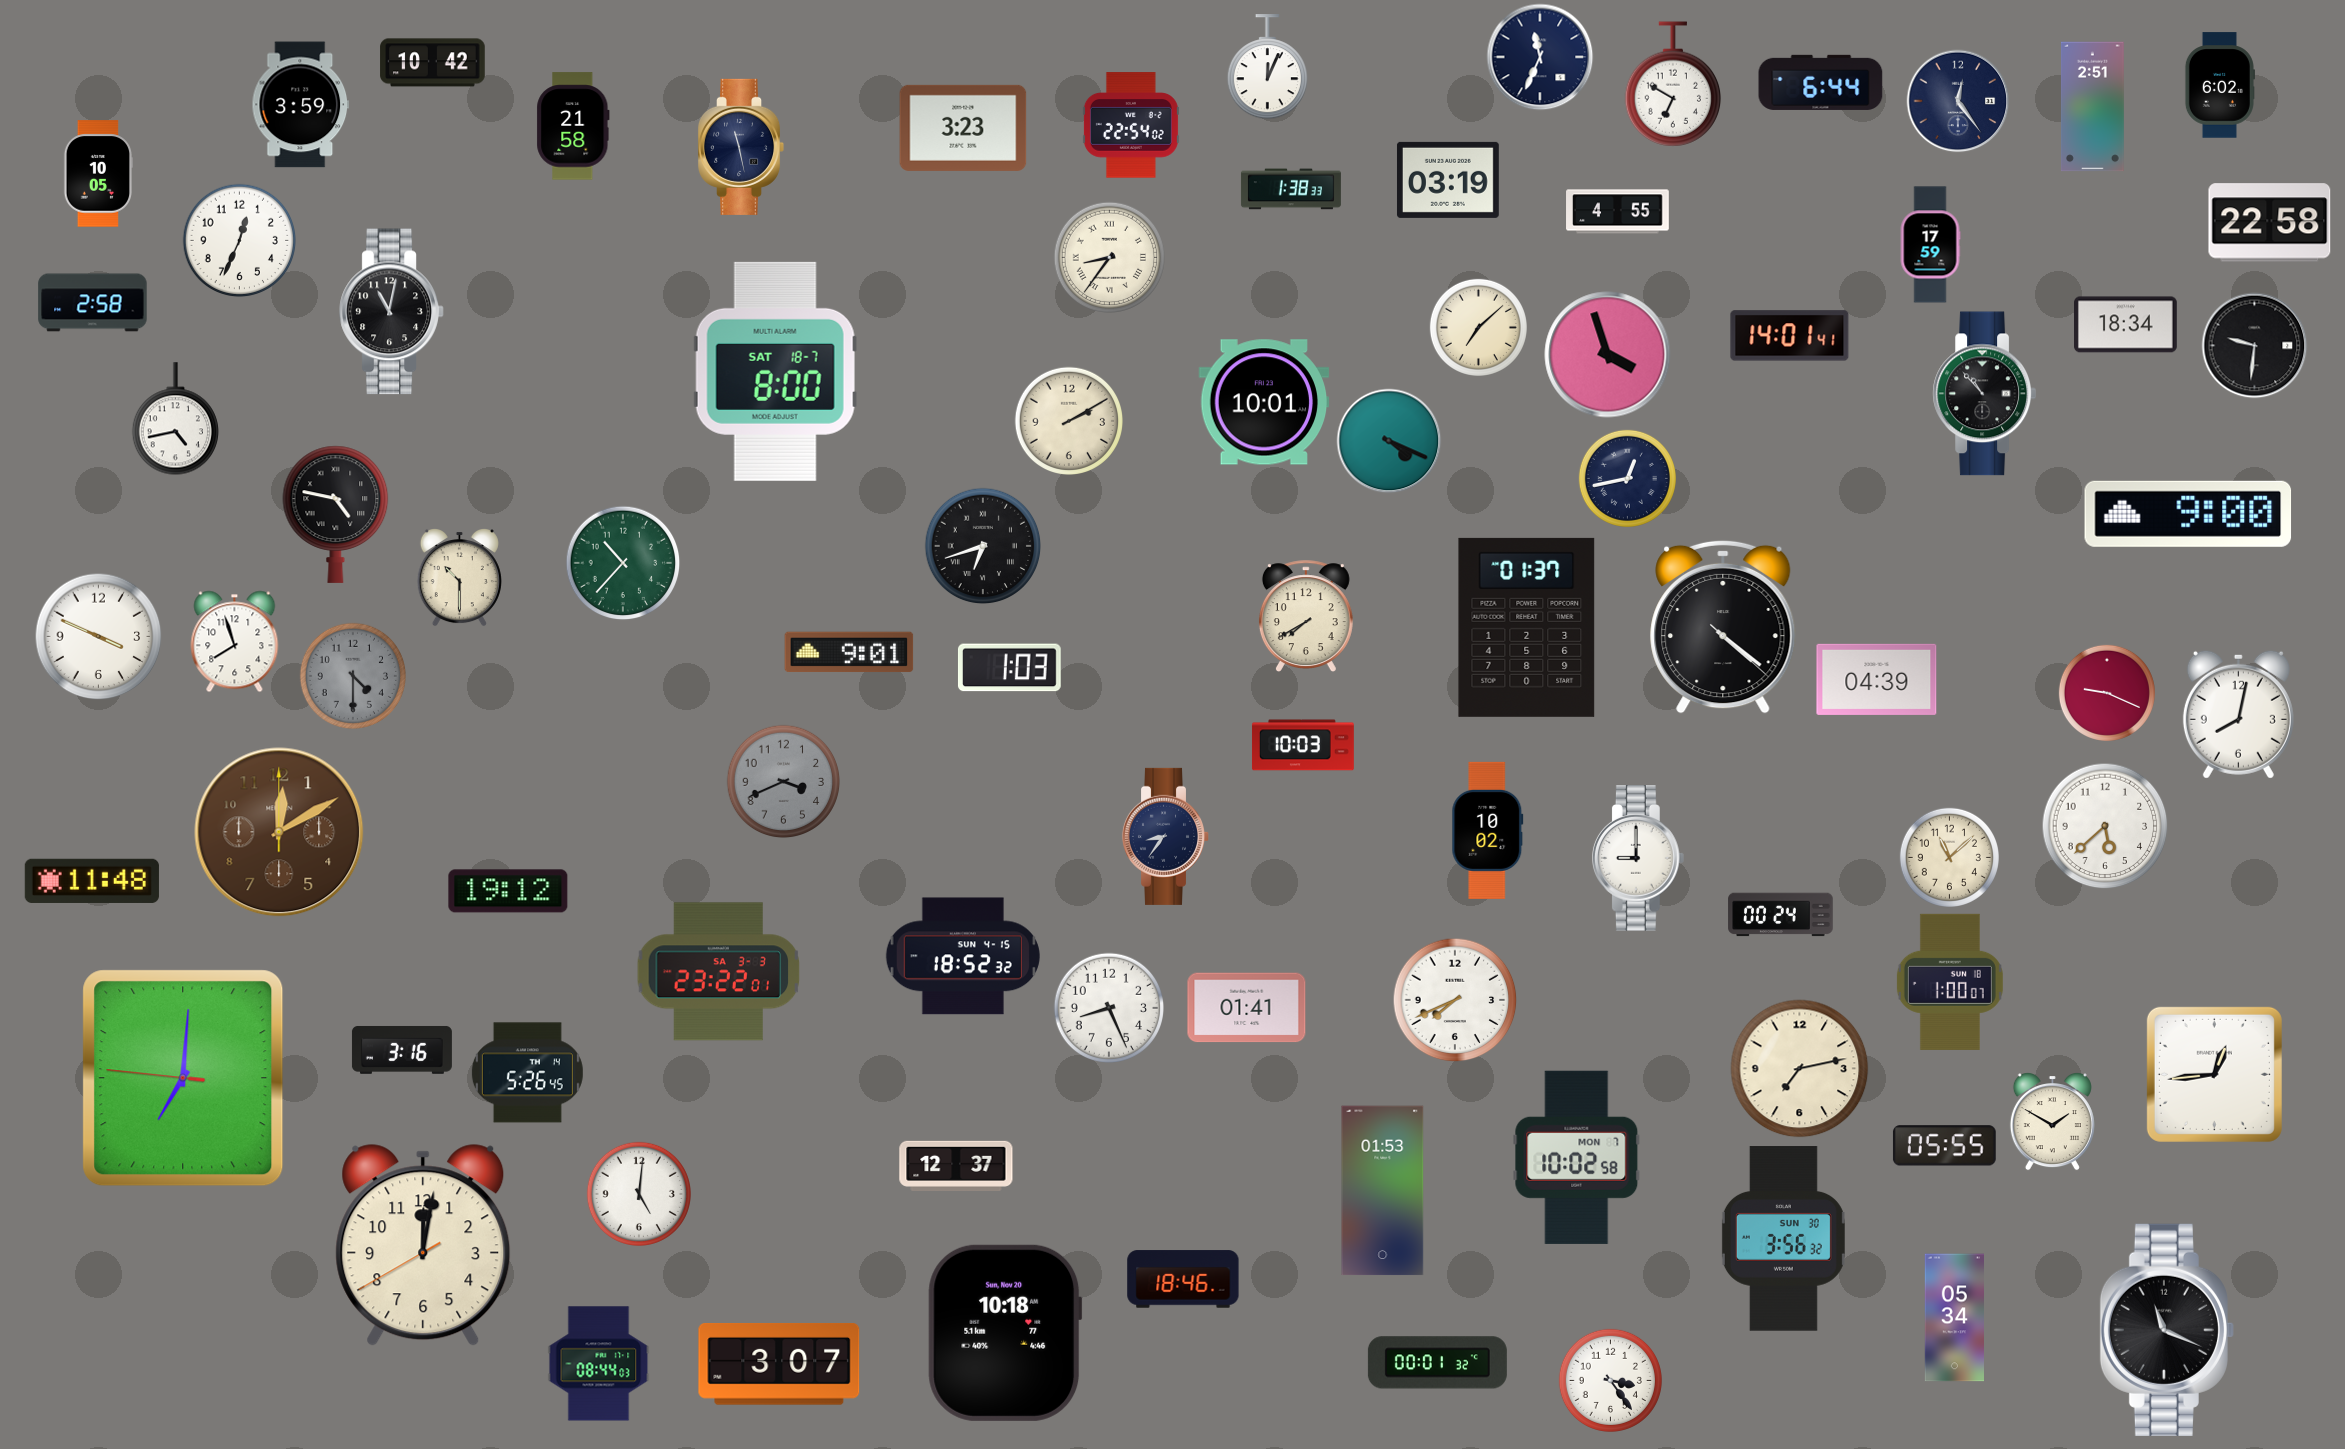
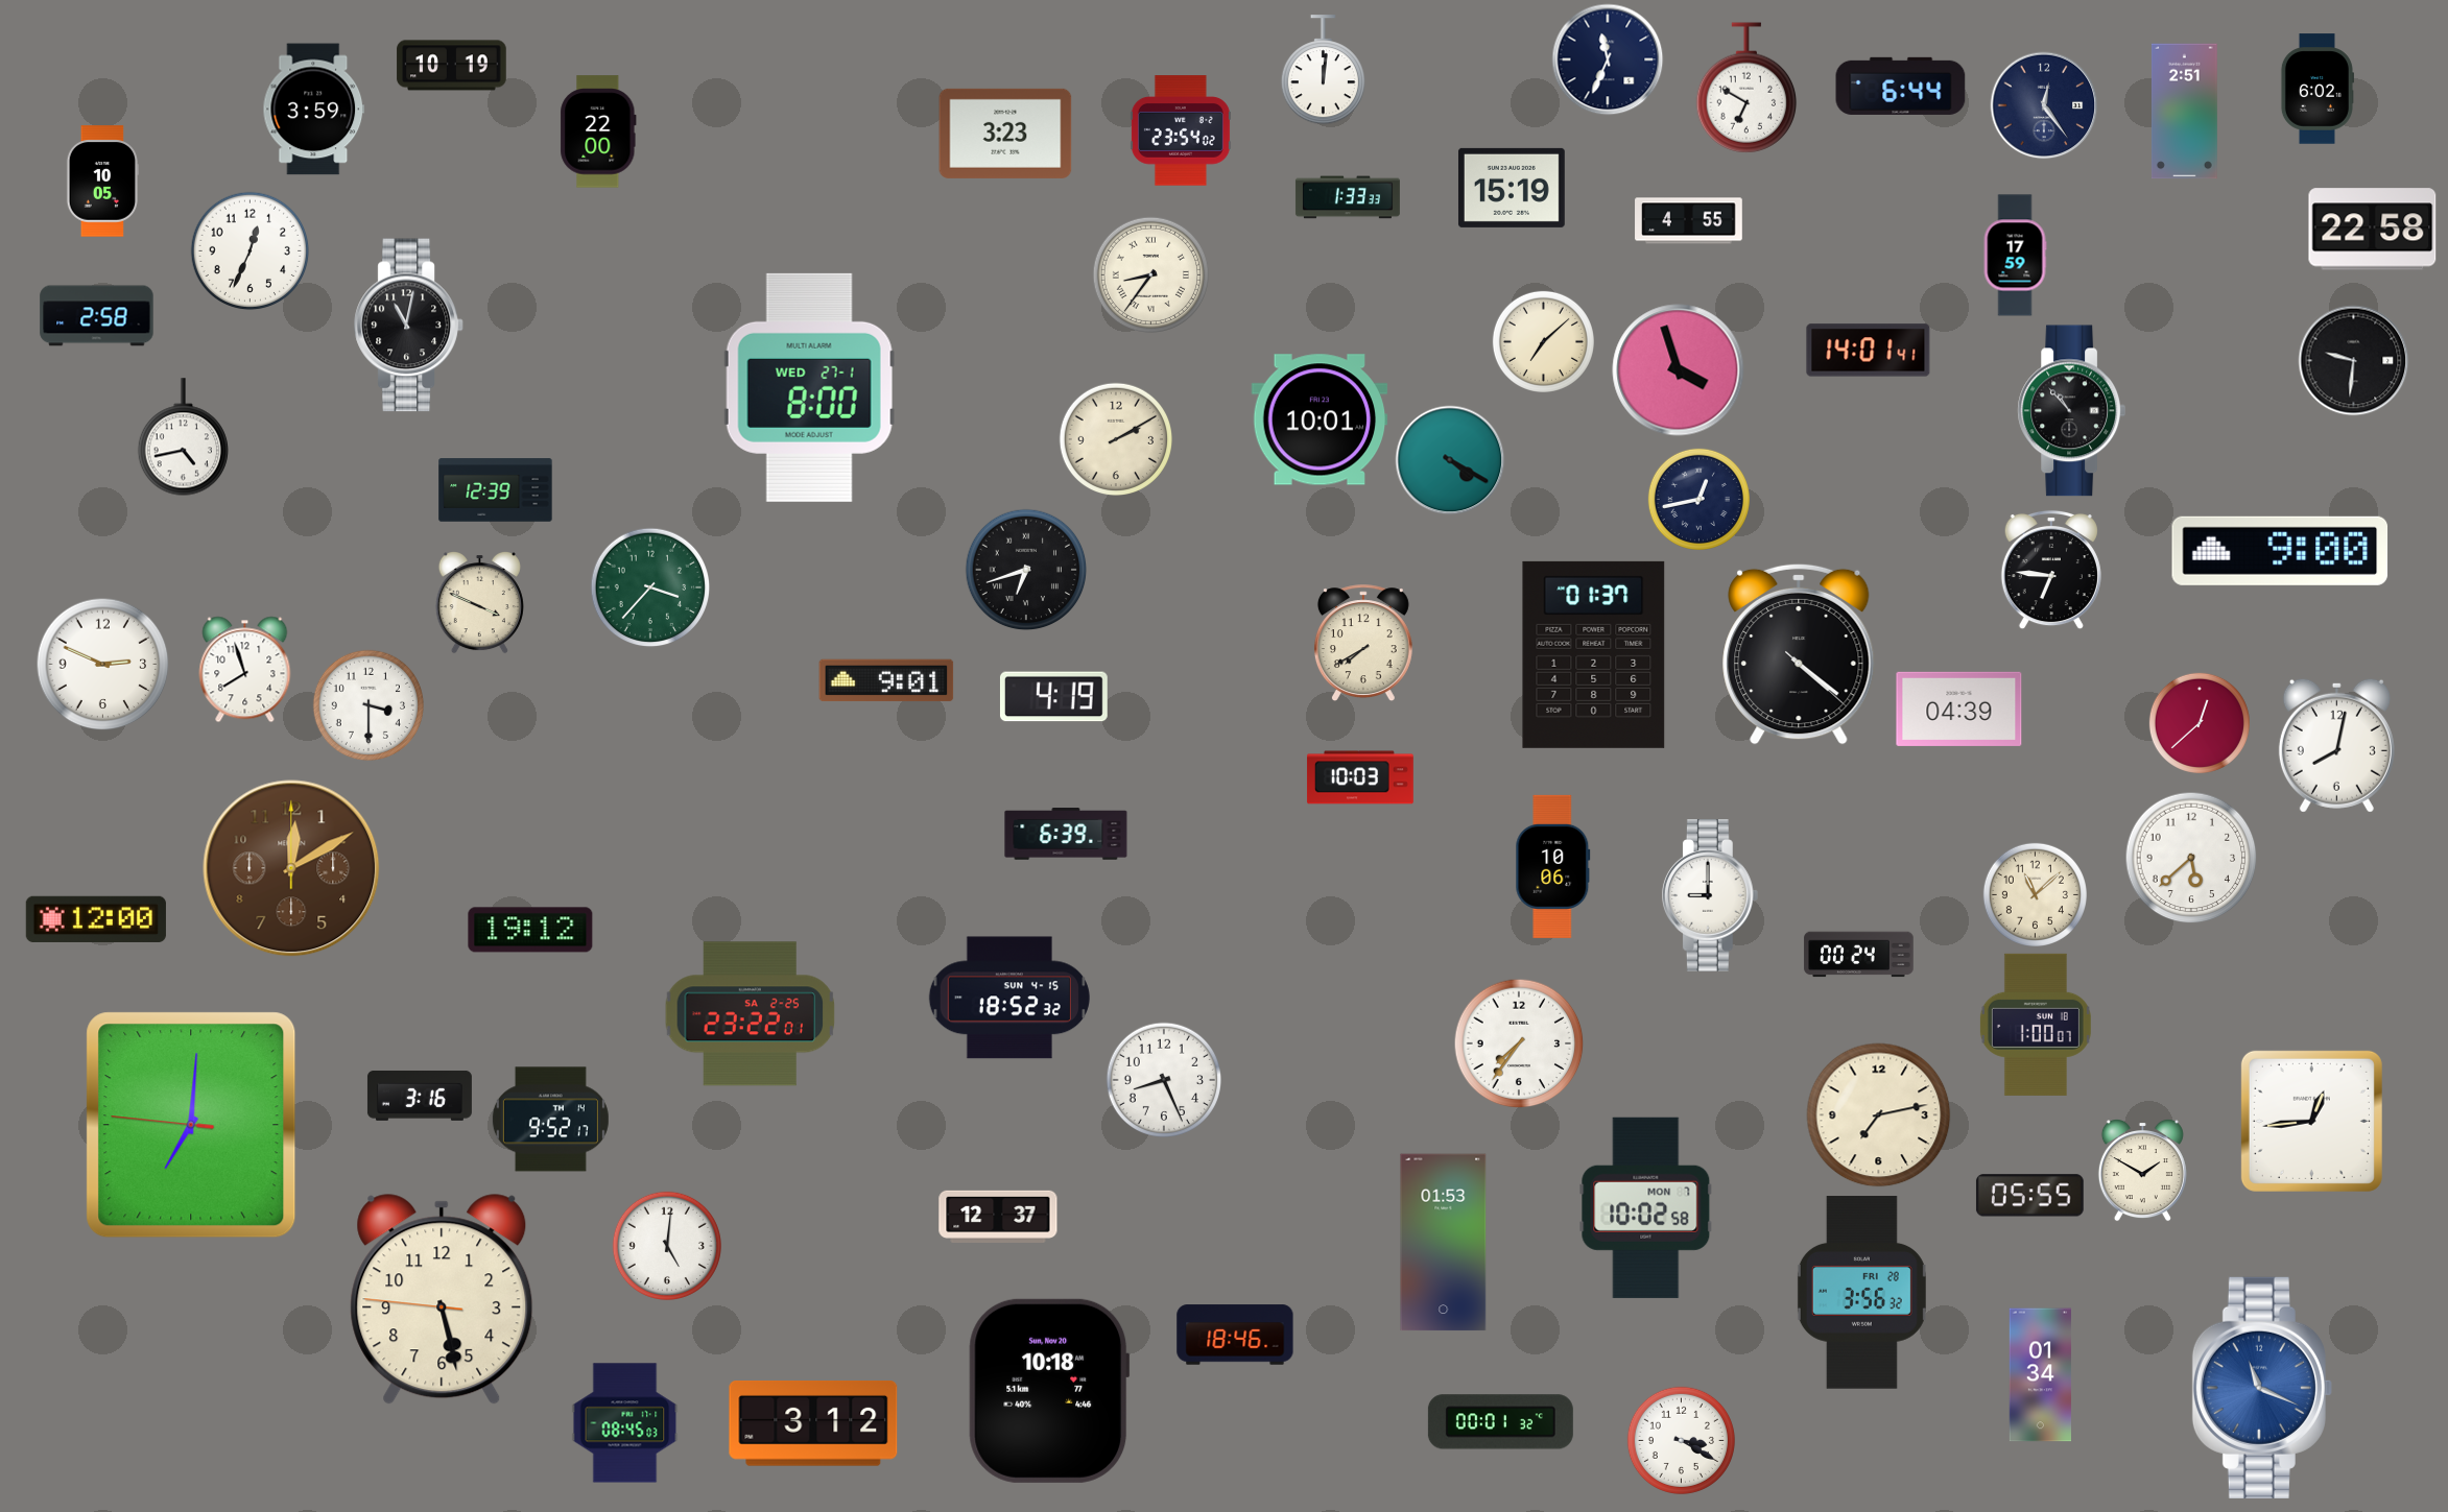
clock at (433, 63): 10:42 -> 10:19
clock at (1267, 67): 12:04 -> 12:01
clock at (1131, 125): 22:54 -> 23:54
clock at (573, 126): 21:58 -> 22:00
clock at (741, 147): 11:28 -> none
clock at (1448, 180): 03:19 -> 15:19
clock at (1291, 189): 1:38 -> 1:33
clock at (2270, 223) position: (2270, 223) -> (2373, 230)
clock at (1109, 257) position: (1109, 257) -> (1150, 274)
clock at (2126, 325): 18:34 -> none
clock at (775, 371) date: SAT 18-7 -> WED 27-1
clock at (1389, 441): 4:19 -> 4:20
clock at (496, 490): none -> 12:39
clock at (336, 514): 4:47 -> none
clock at (2188, 514) position: (2188, 514) -> (2280, 551)
clock at (2051, 570): none -> 6:46
clock at (623, 563): 10:37 -> 3:37
clock at (459, 578): 10:30 -> 3:49
clock at (99, 637): 3:49 -> 2:49
clock at (1009, 668): 1:03 -> 4:19
clock at (352, 675): 4:30 -> 3:30
clock at (352, 675) dial: grey -> white
clock at (2107, 693): 9:19 -> 12:38
clock at (784, 782): 3:41 -> none
clock at (1066, 834): none -> 6:39
clock at (2105, 826) position: (2105, 826) -> (2191, 858)
clock at (1488, 830): 10:02 -> 10:06
clock at (1165, 836): 8:36 -> none
clock at (92, 881): 11:48 -> 12:00
clock at (963, 956) position: (963, 956) -> (1009, 998)
clock at (719, 972) date: SA 3-3 -> SA 2-25
clock at (1455, 1000): 7:41 -> 7:36
clock at (1108, 1007) position: (1108, 1007) -> (1163, 1079)
clock at (1247, 1008): 01:41 -> none
clock at (527, 1073): 5:26 -> 9:52
clock at (1783, 1239) date: SUN 30 -> FRI 28
clock at (423, 1245): 12:01 -> 5:27
clock at (1955, 1318): 05:34 -> 01:34
clock at (2167, 1330) dial: black -> blue
clock at (599, 1364): 08:44 -> 08:45
clock at (779, 1365): 3:07 -> 3:12
clock at (1610, 1380): 3:24 -> 3:20
